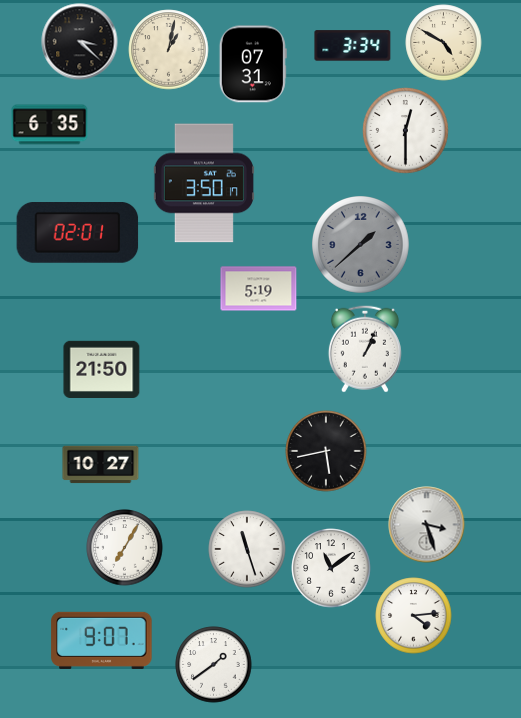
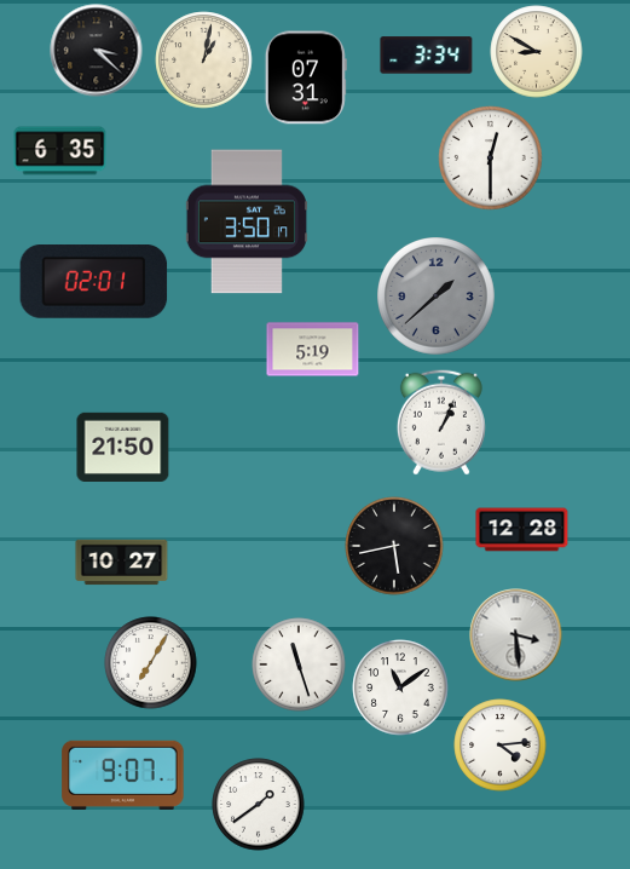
clock at (444, 43): 4:50 -> 8:50
clock at (522, 530): none -> 12:28
clock at (427, 525): 3:27 -> 3:29
